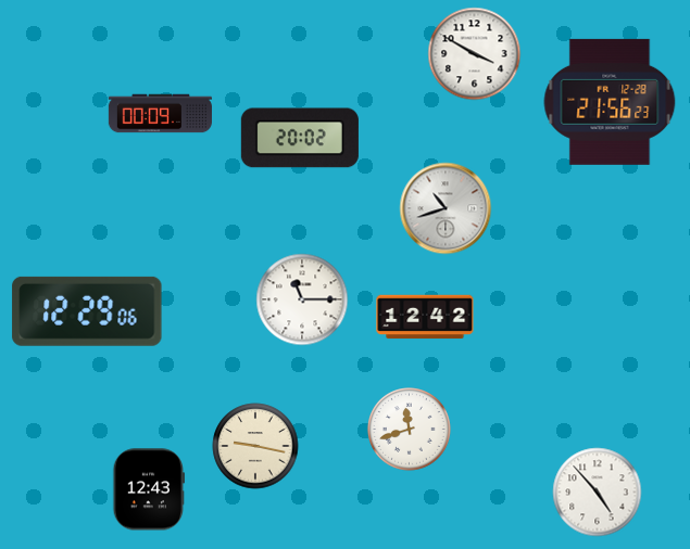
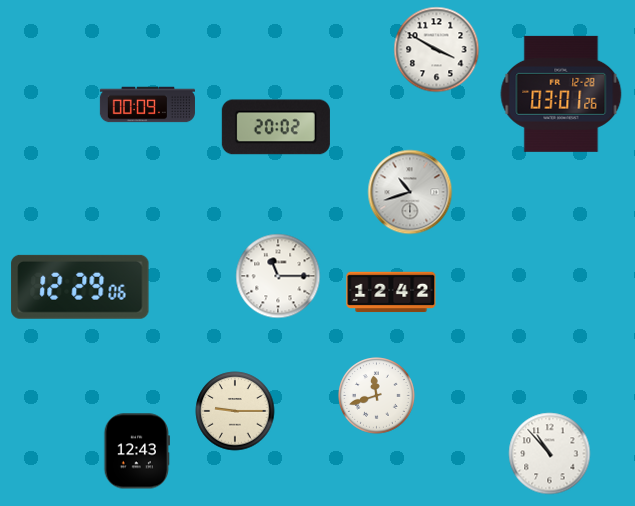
clock at (610, 102): 21:56 -> 03:01
clock at (255, 446): 9:17 -> 9:15
clock at (598, 493): 4:53 -> 10:53
